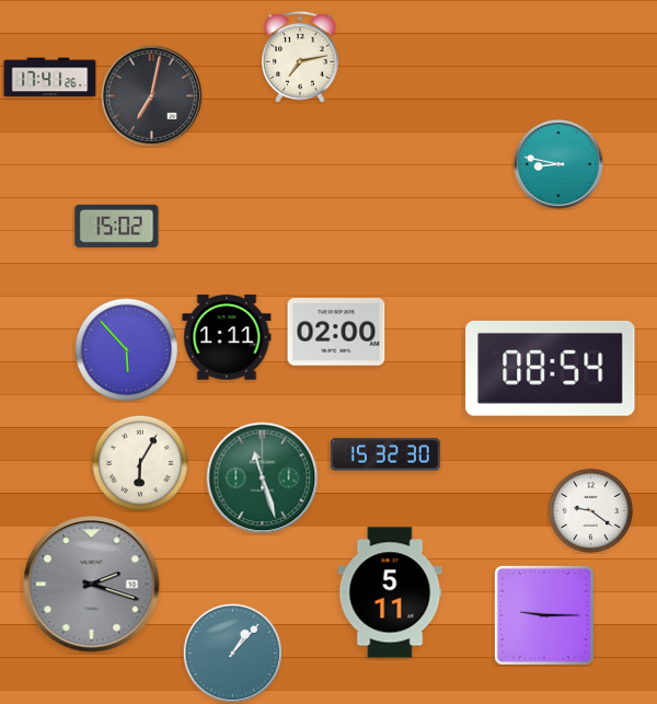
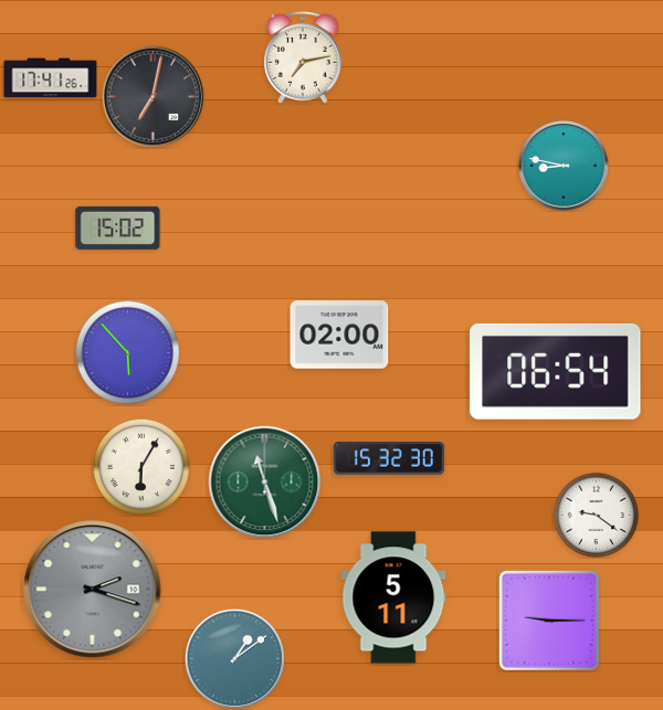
clock at (227, 337): 1:11 -> none
clock at (551, 368): 08:54 -> 06:54
clock at (232, 653): 1:07 -> 1:09
